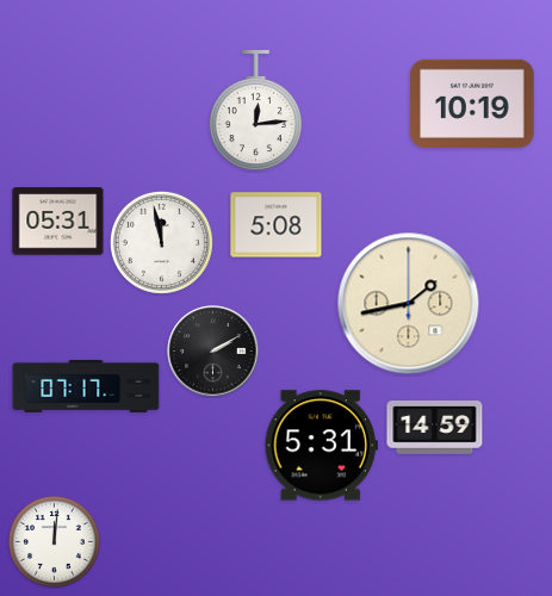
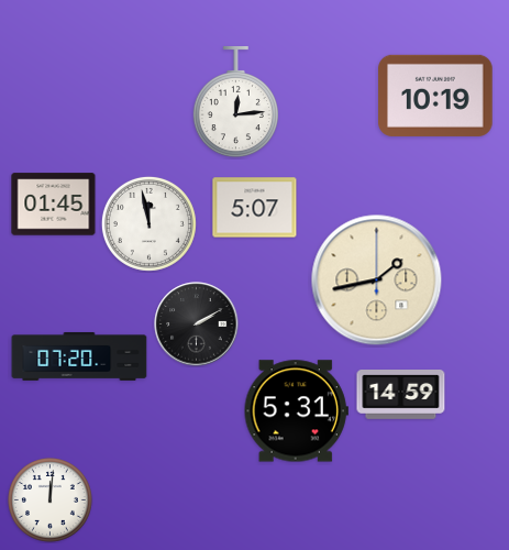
clock at (58, 222): 05:31 -> 01:45
clock at (277, 225): 5:08 -> 5:07
clock at (86, 386): 07:17 -> 07:20
